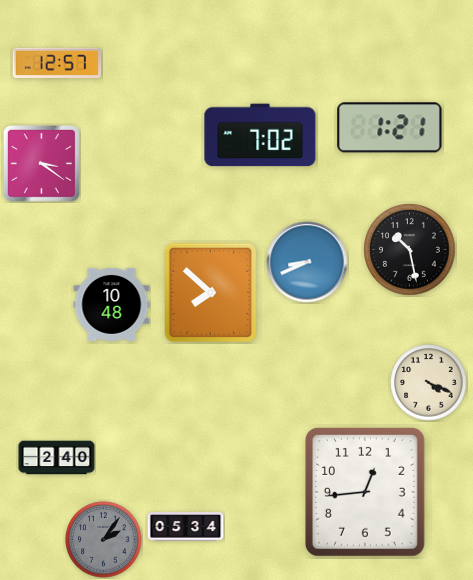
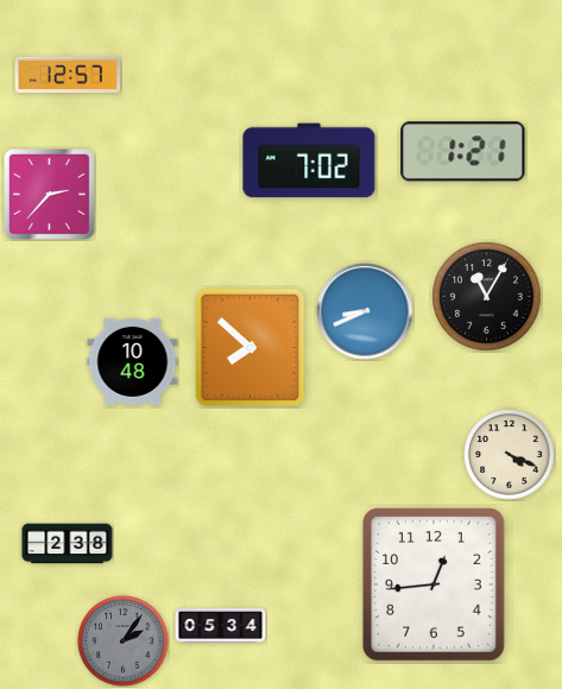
clock at (41, 163): 3:21 -> 2:37
clock at (410, 250): 10:28 -> 11:05
clock at (57, 458): 2:40 -> 2:38
